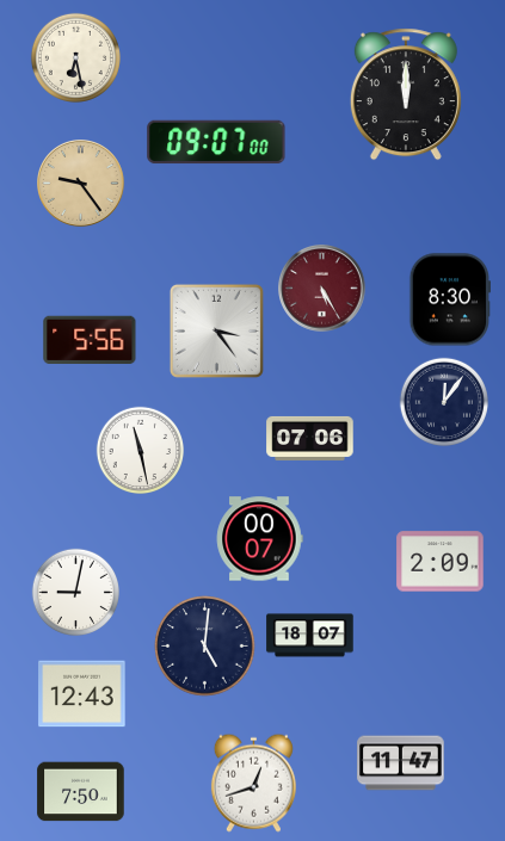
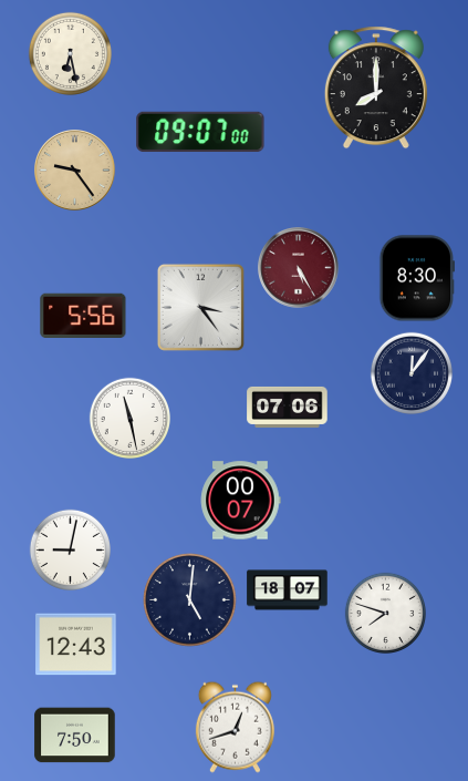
clock at (406, 94): 12:00 -> 8:00
clock at (441, 562): 2:09 -> none
clock at (385, 613): none -> 7:48
clock at (401, 763): 11:47 -> none
